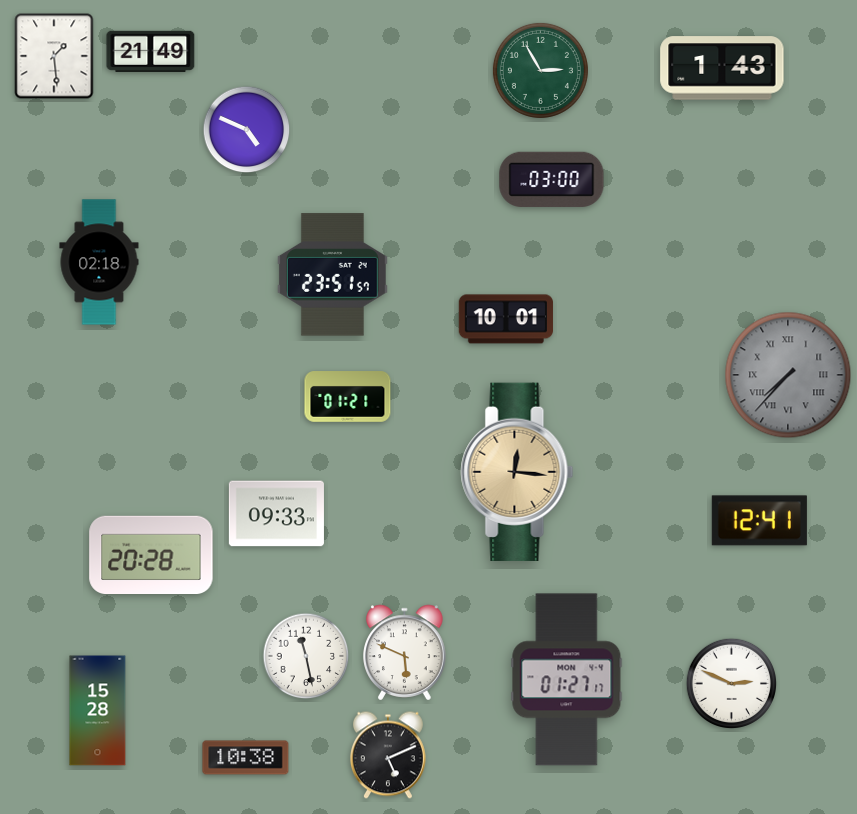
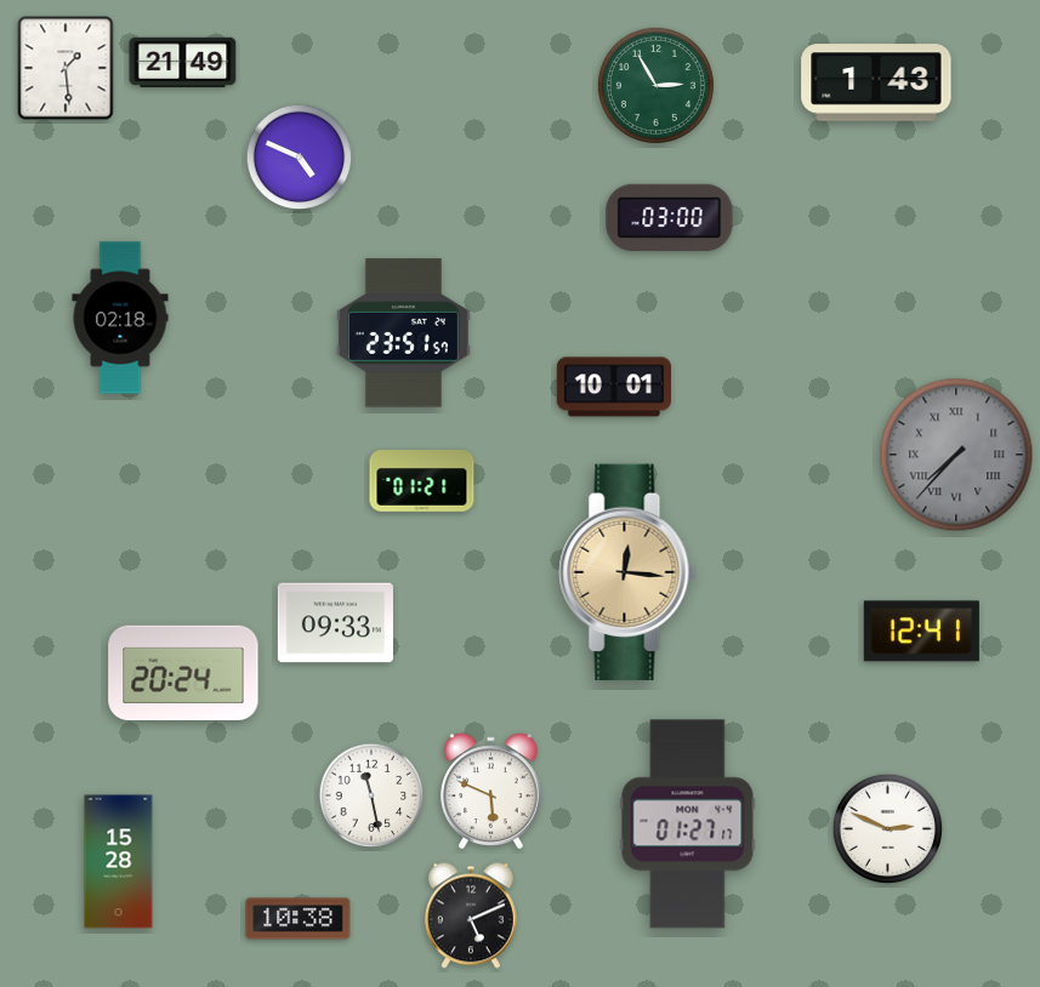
clock at (151, 554): 20:28 -> 20:24
